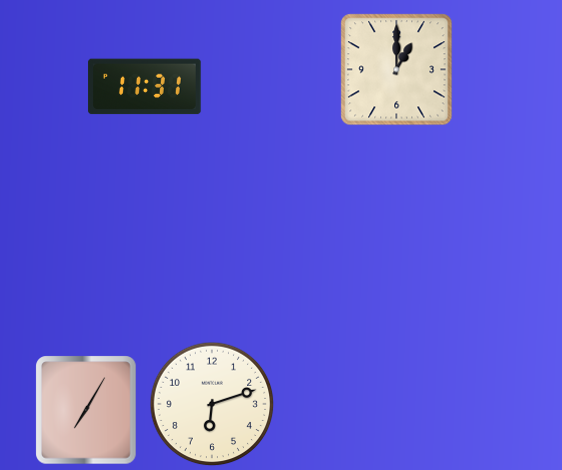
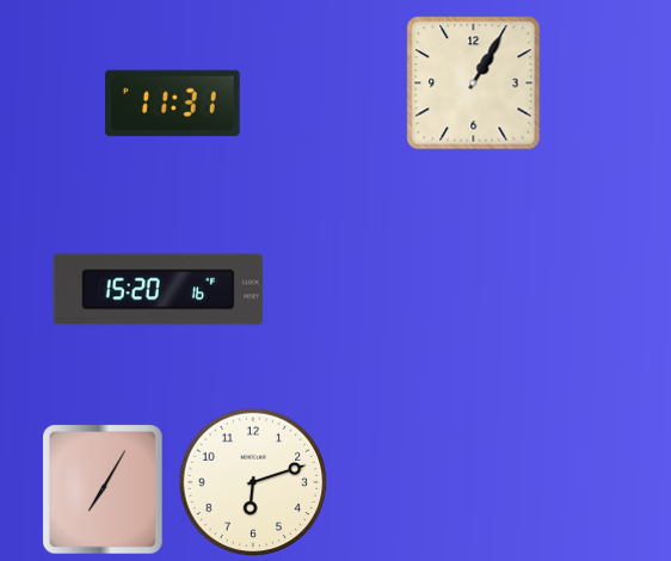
clock at (397, 70): 1:00 -> 1:05
clock at (159, 290): none -> 15:20
